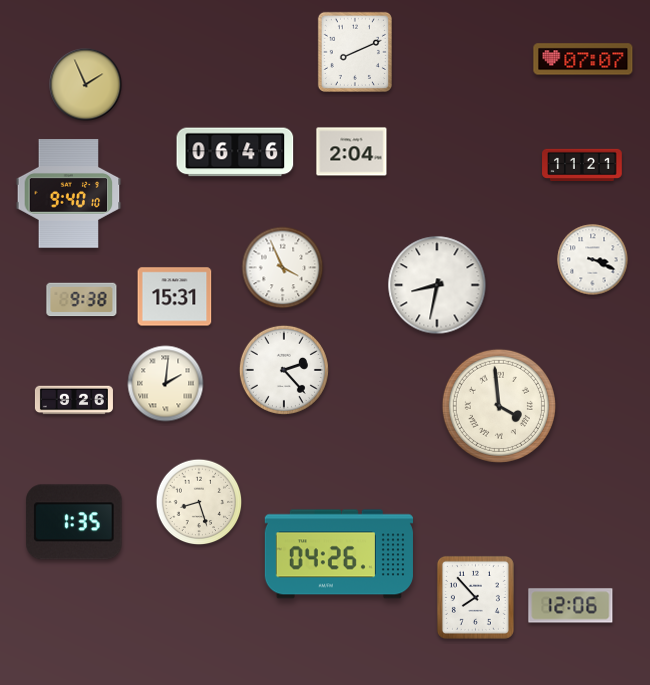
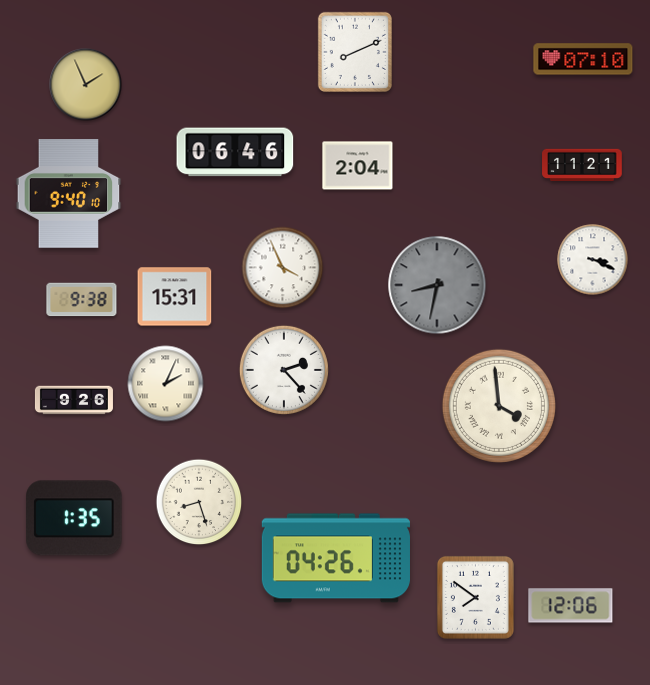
clock at (583, 59): 07:07 -> 07:10
clock at (352, 152) position: (352, 152) -> (358, 166)
clock at (437, 285) dial: white -> grey
clock at (166, 384): 2:01 -> 2:04
clock at (74, 522) position: (74, 522) -> (74, 518)
clock at (339, 554) position: (339, 554) -> (336, 558)
clock at (475, 597): 7:53 -> 7:51
